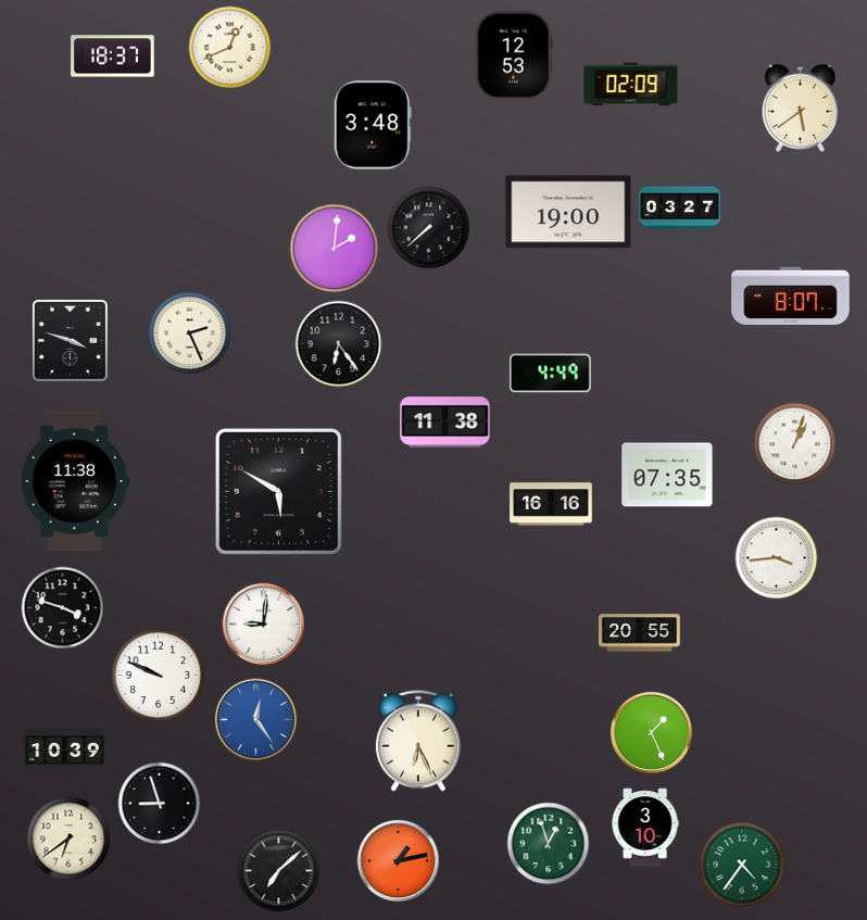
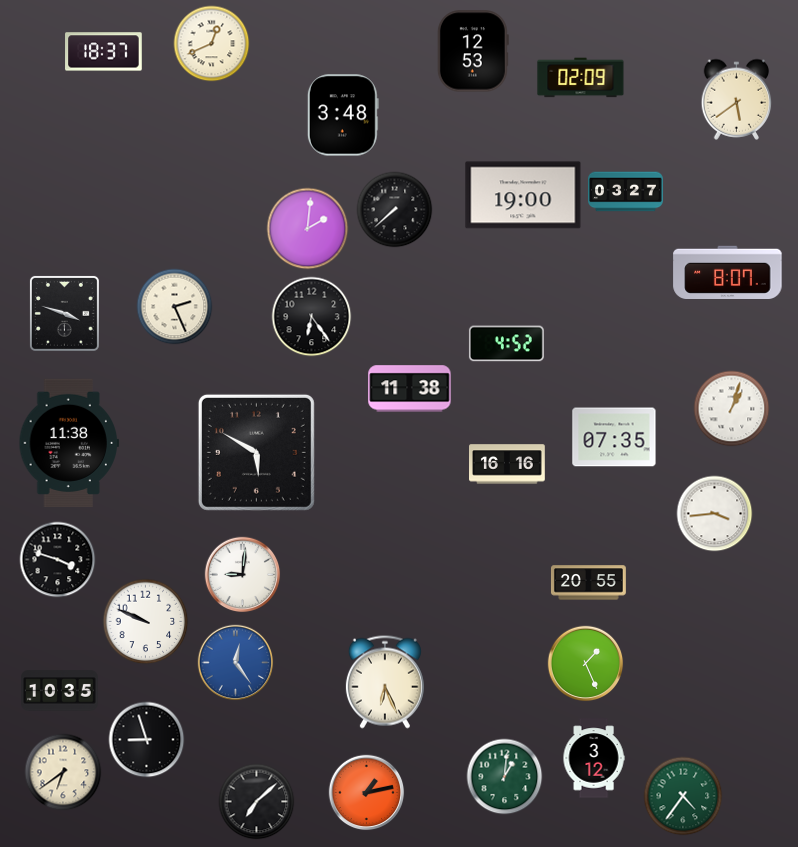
clock at (550, 374): 4:49 -> 4:52
clock at (652, 733) position: (652, 733) -> (586, 664)
clock at (65, 751): 10:39 -> 10:35
clock at (645, 823): 3:10 -> 3:12
clock at (549, 844): 12:57 -> 1:01
